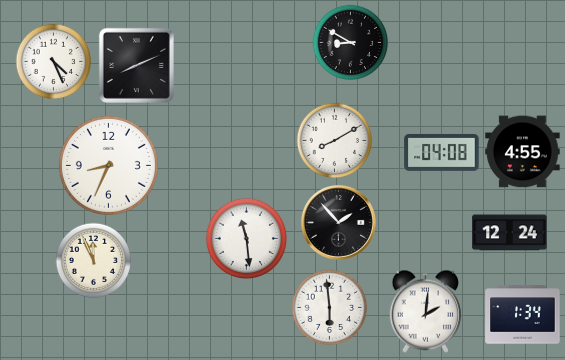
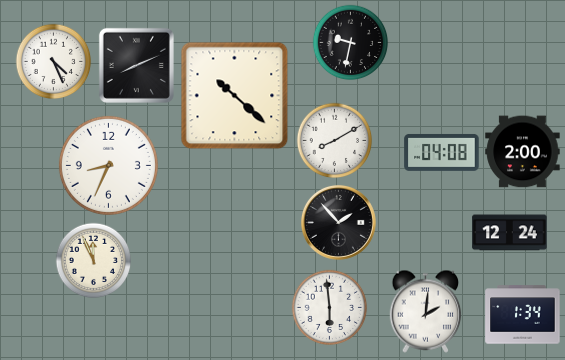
clock at (351, 43): 8:50 -> 9:32
clock at (235, 96): none -> 10:22
clock at (523, 152): 4:55 -> 2:00
clock at (246, 238): 11:29 -> none
